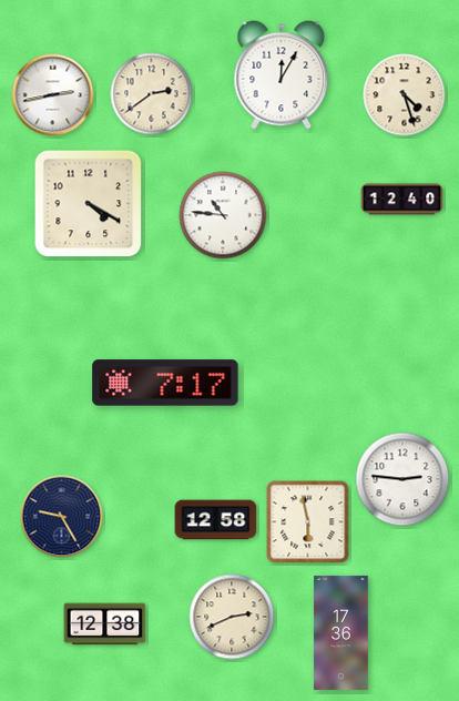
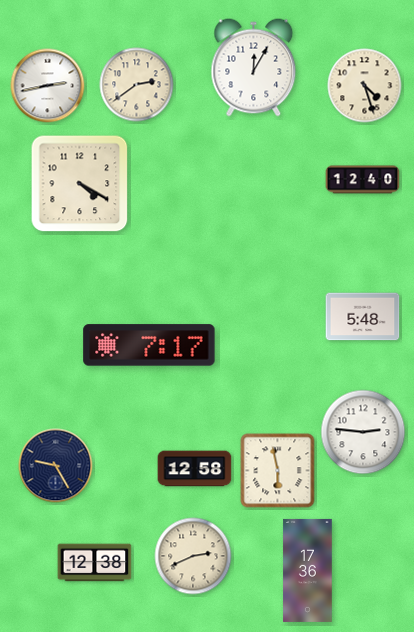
clock at (223, 215): 10:46 -> none
clock at (363, 317): none -> 5:48
clock at (232, 617) position: (232, 617) -> (193, 556)
